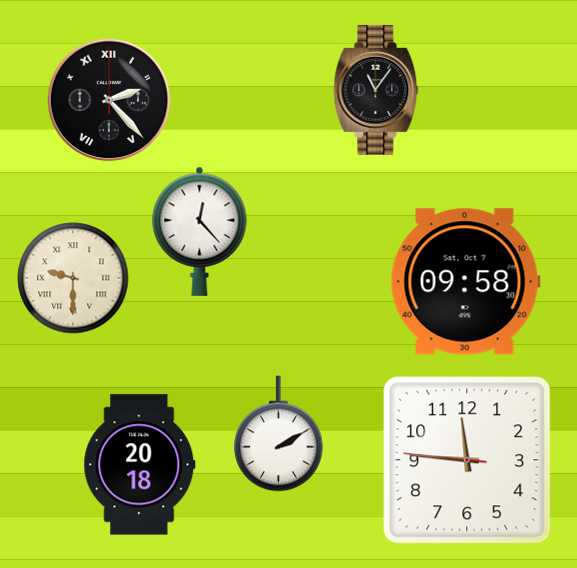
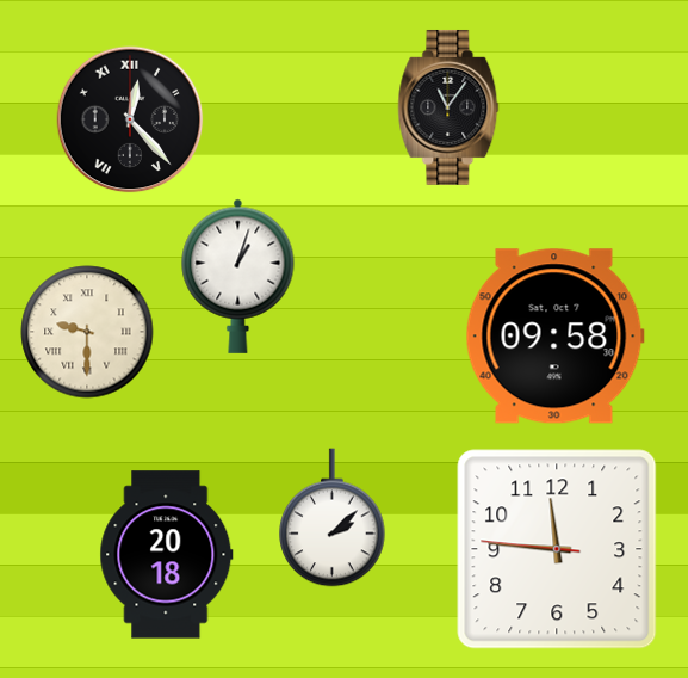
clock at (109, 100): 2:23 -> 12:23
clock at (200, 231): 12:23 -> 1:03
clock at (279, 434): 2:10 -> 2:08
